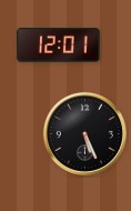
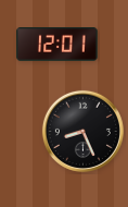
clock at (84, 133): 5:26 -> 8:26
